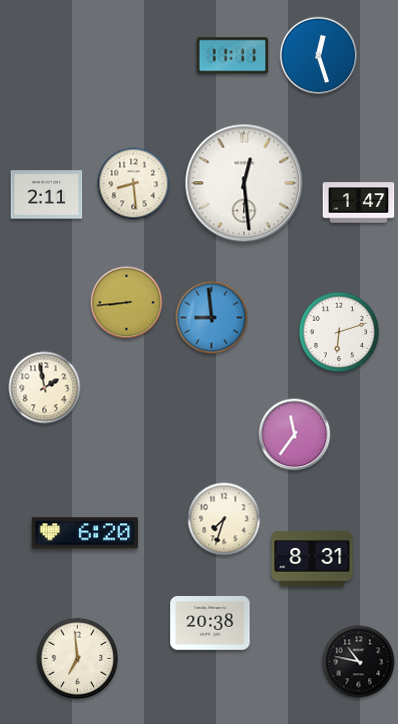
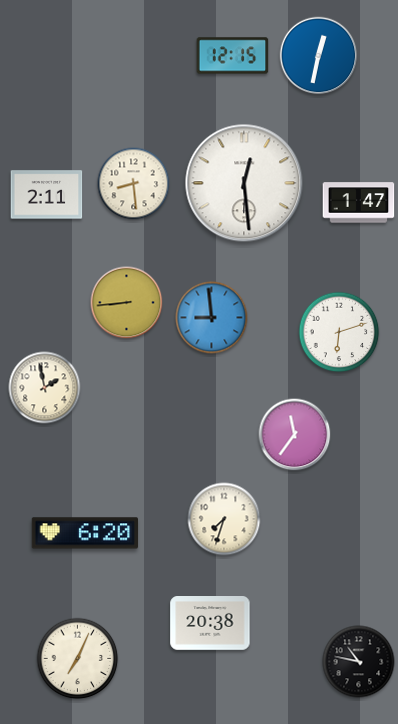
clock at (233, 56): 11:11 -> 12:15
clock at (319, 56): 12:27 -> 12:32
clock at (312, 559): 8:31 -> none
clock at (78, 659): 6:59 -> 7:04
